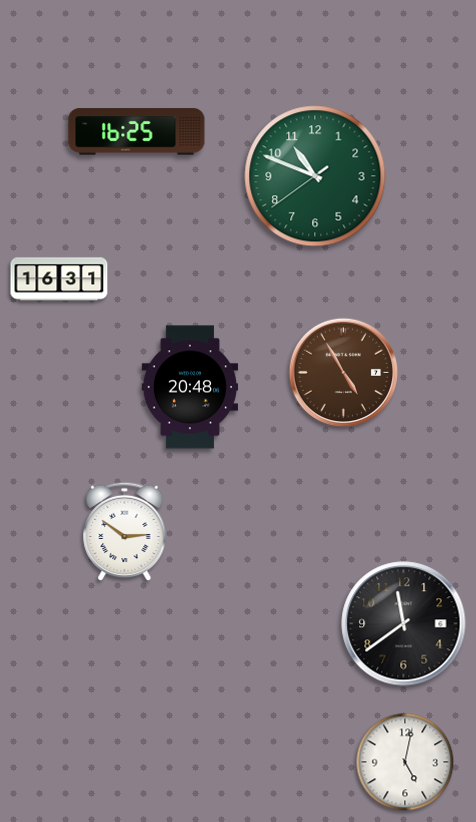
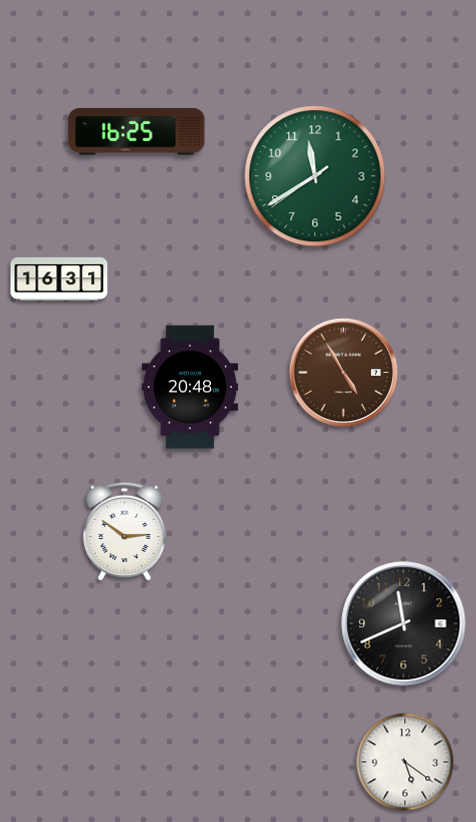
clock at (315, 176): 10:48 -> 11:39
clock at (404, 624): 11:39 -> 11:41
clock at (405, 762): 5:02 -> 5:21
